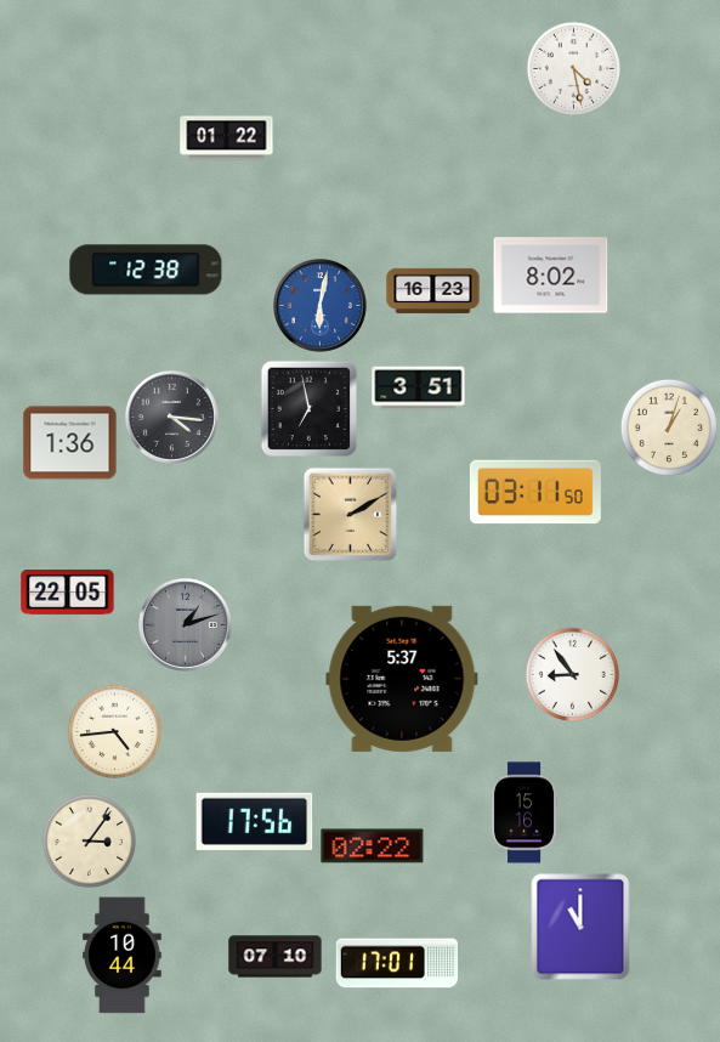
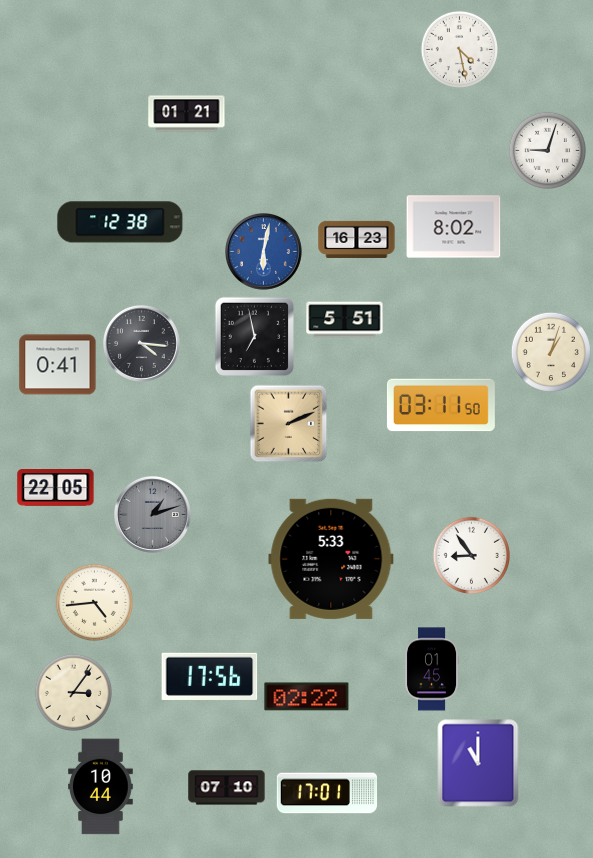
clock at (573, 68) position: (573, 68) -> (459, 49)
clock at (227, 138): 01:22 -> 01:21
clock at (547, 150): none -> 9:03
clock at (419, 389): 3:51 -> 5:51
clock at (70, 443): 1:36 -> 0:41
clock at (350, 514): 2:10 -> 2:11
clock at (402, 679): 5:37 -> 5:33
clock at (525, 812): 15:16 -> 01:45
